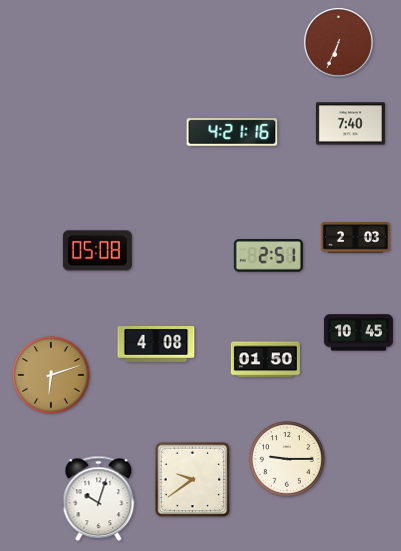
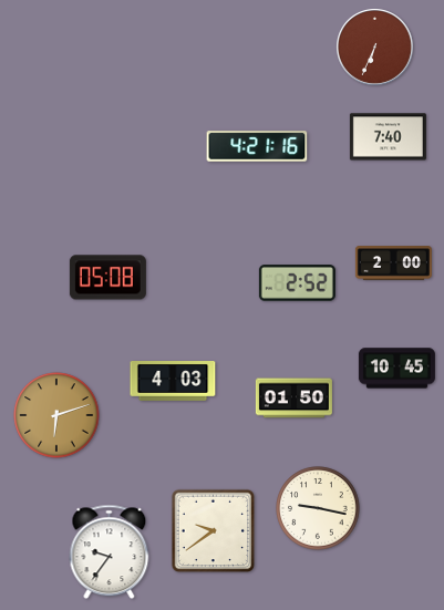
clock at (355, 238): 2:03 -> 2:00
clock at (268, 256): 2:51 -> 2:52
clock at (156, 345): 4:08 -> 4:03
clock at (287, 459): 9:15 -> 9:17
clock at (99, 499): 10:03 -> 9:36
